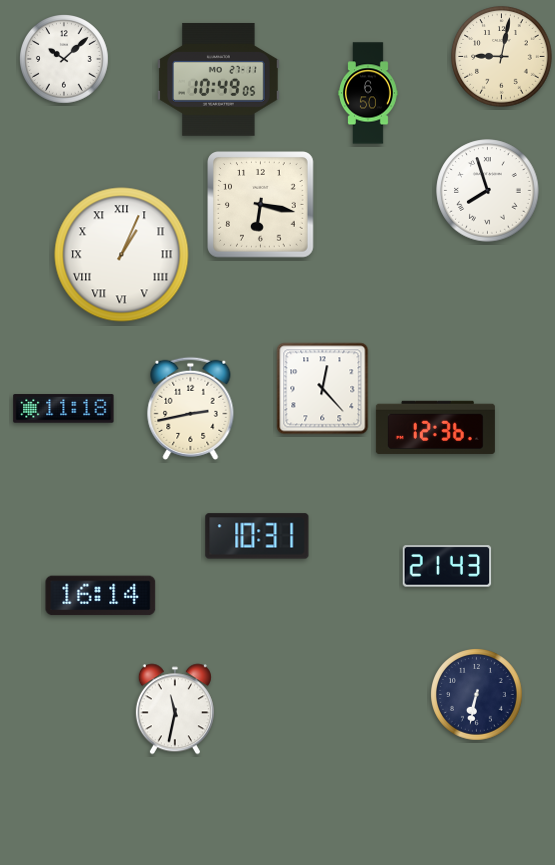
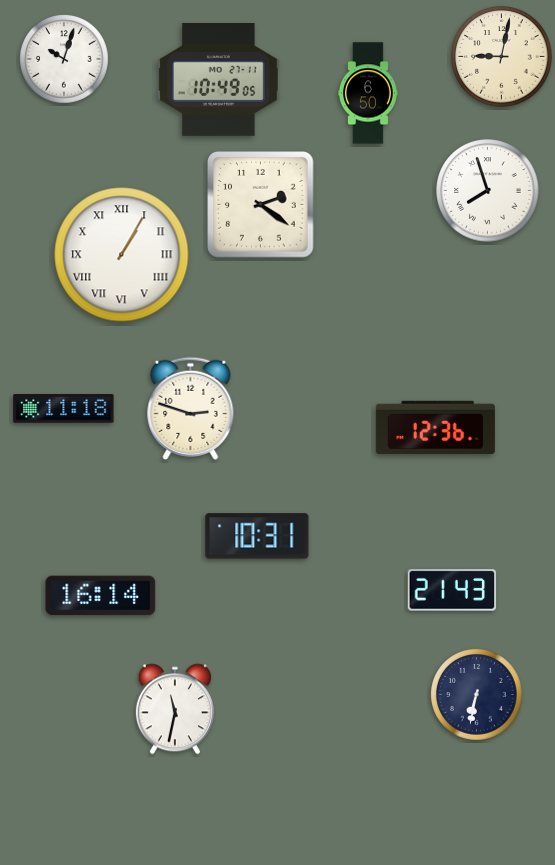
clock at (65, 60): 10:08 -> 10:03
clock at (261, 205): 6:17 -> 2:21
clock at (122, 255): 1:04 -> 1:05
clock at (323, 389): 12:23 -> none
clock at (191, 408): 2:43 -> 2:48
clock at (447, 566) position: (447, 566) -> (452, 590)
